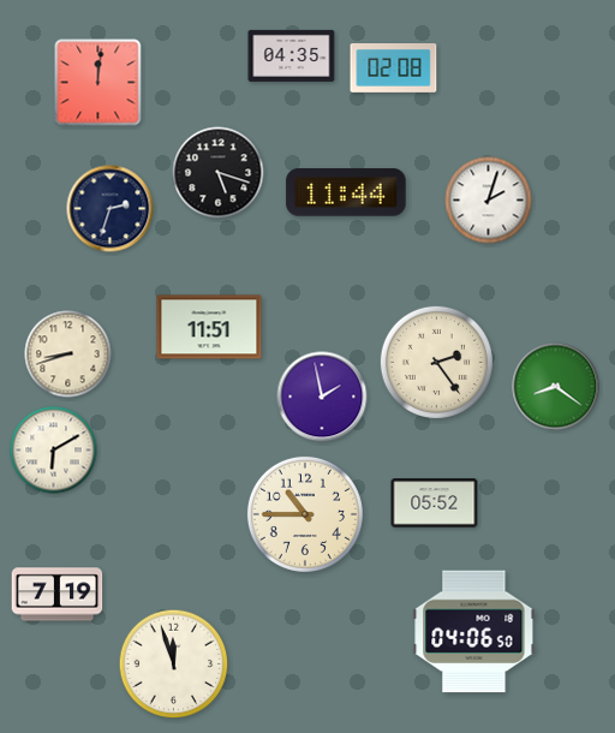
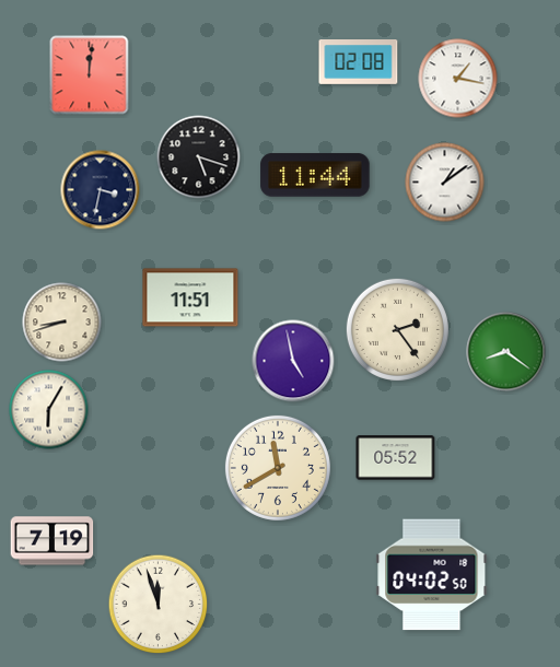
clock at (292, 55): 04:35 -> none
clock at (458, 79): none -> 1:17
clock at (489, 201): 2:03 -> 1:09
clock at (111, 209): 2:33 -> 3:32
clock at (322, 397): 1:58 -> 4:58
clock at (54, 451): 6:10 -> 6:05
clock at (305, 514): 10:45 -> 11:40
clock at (474, 632): 04:06 -> 04:02
